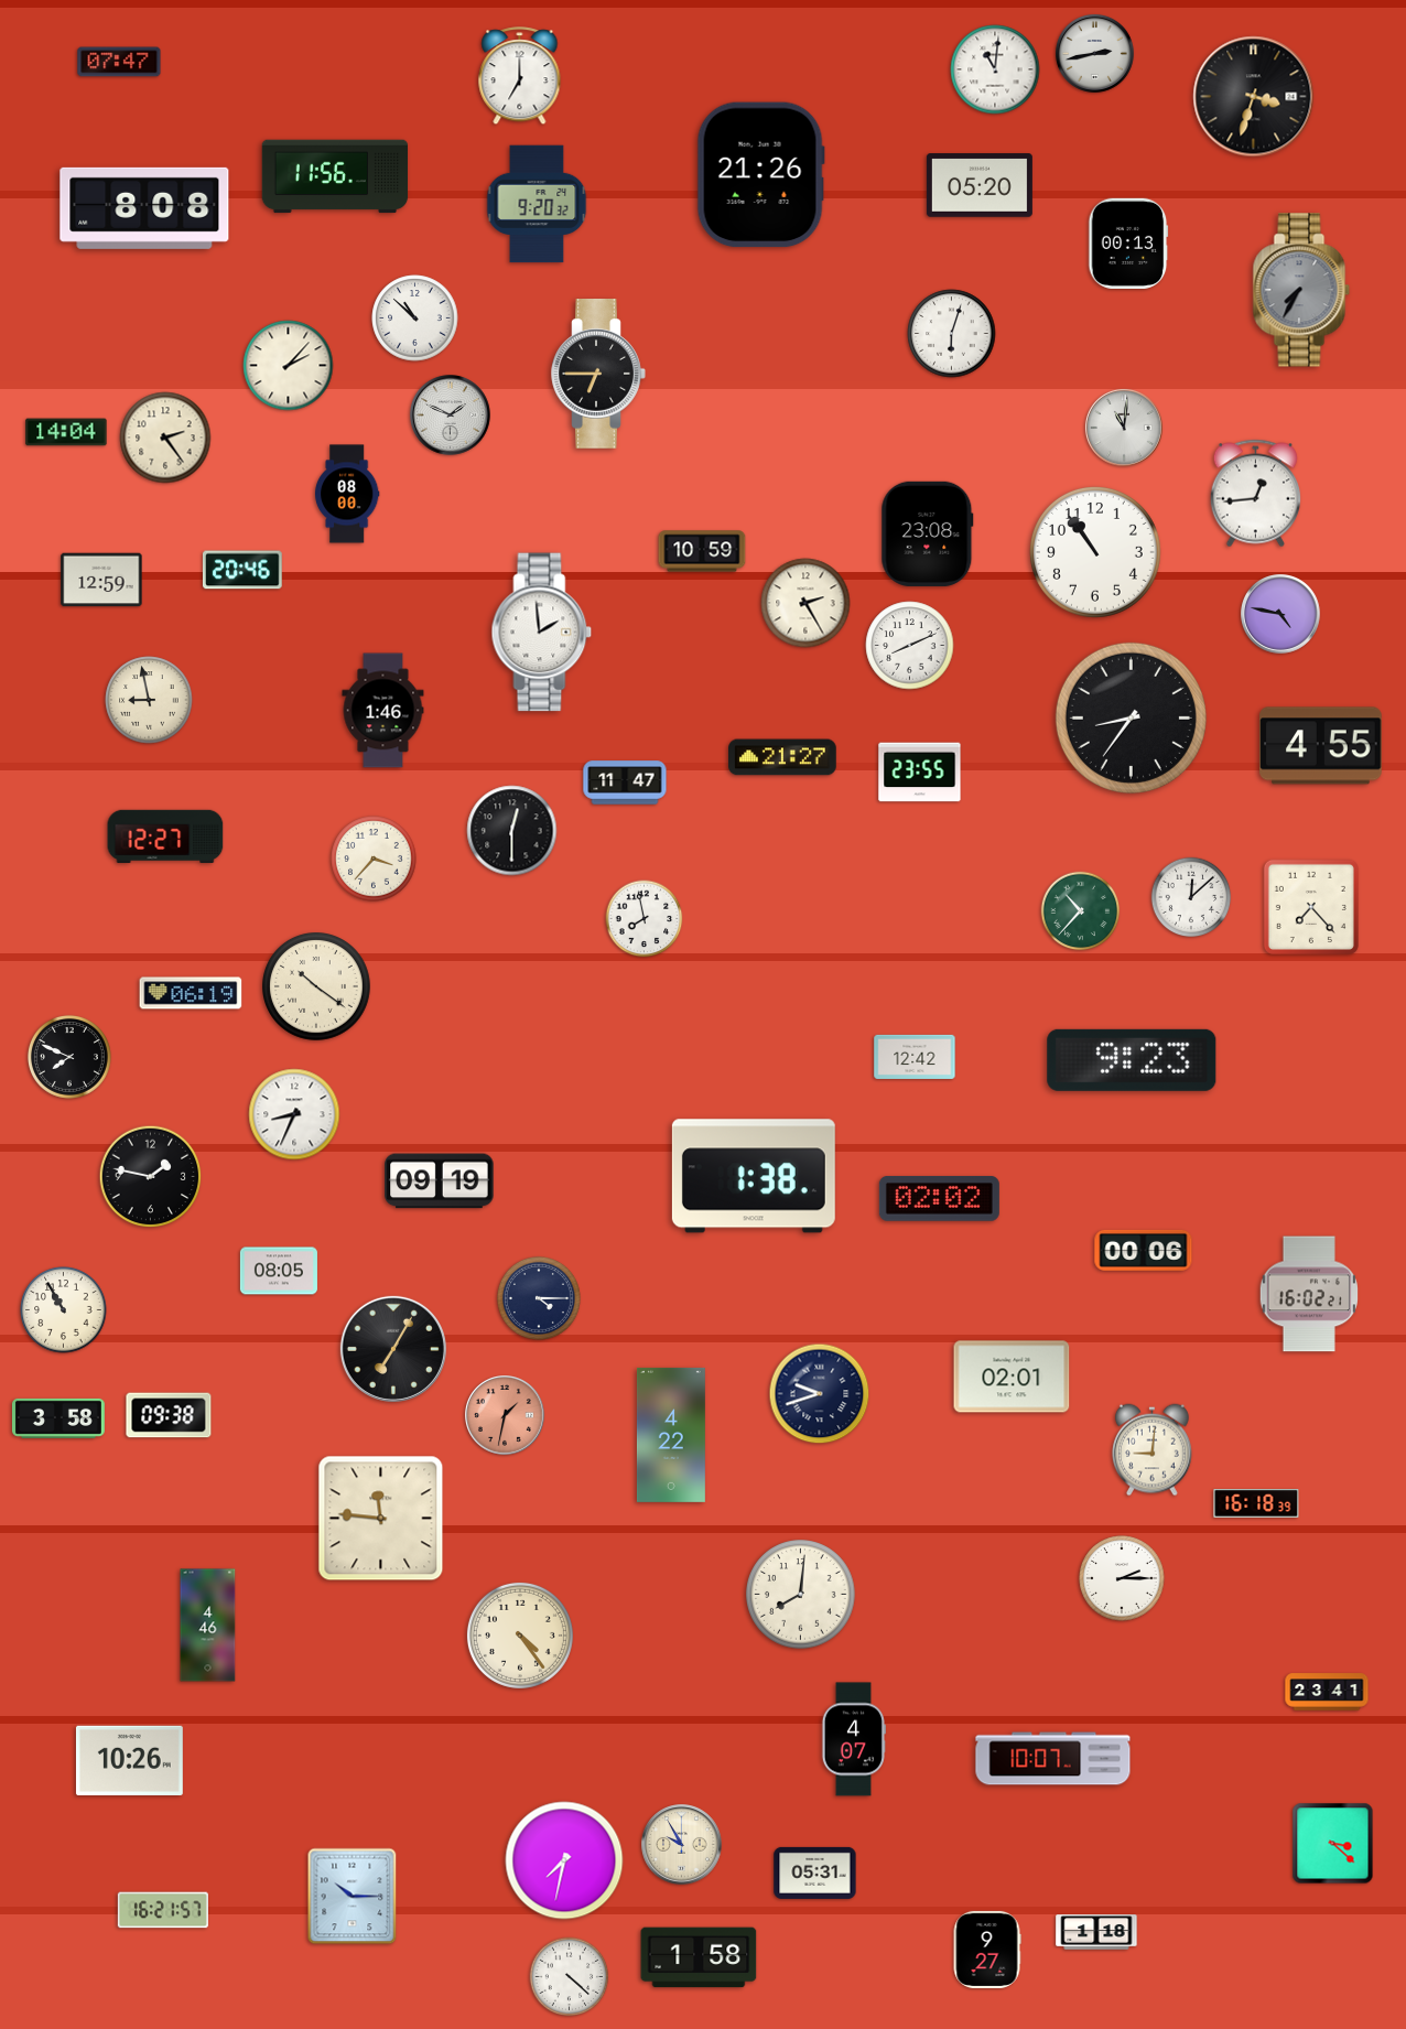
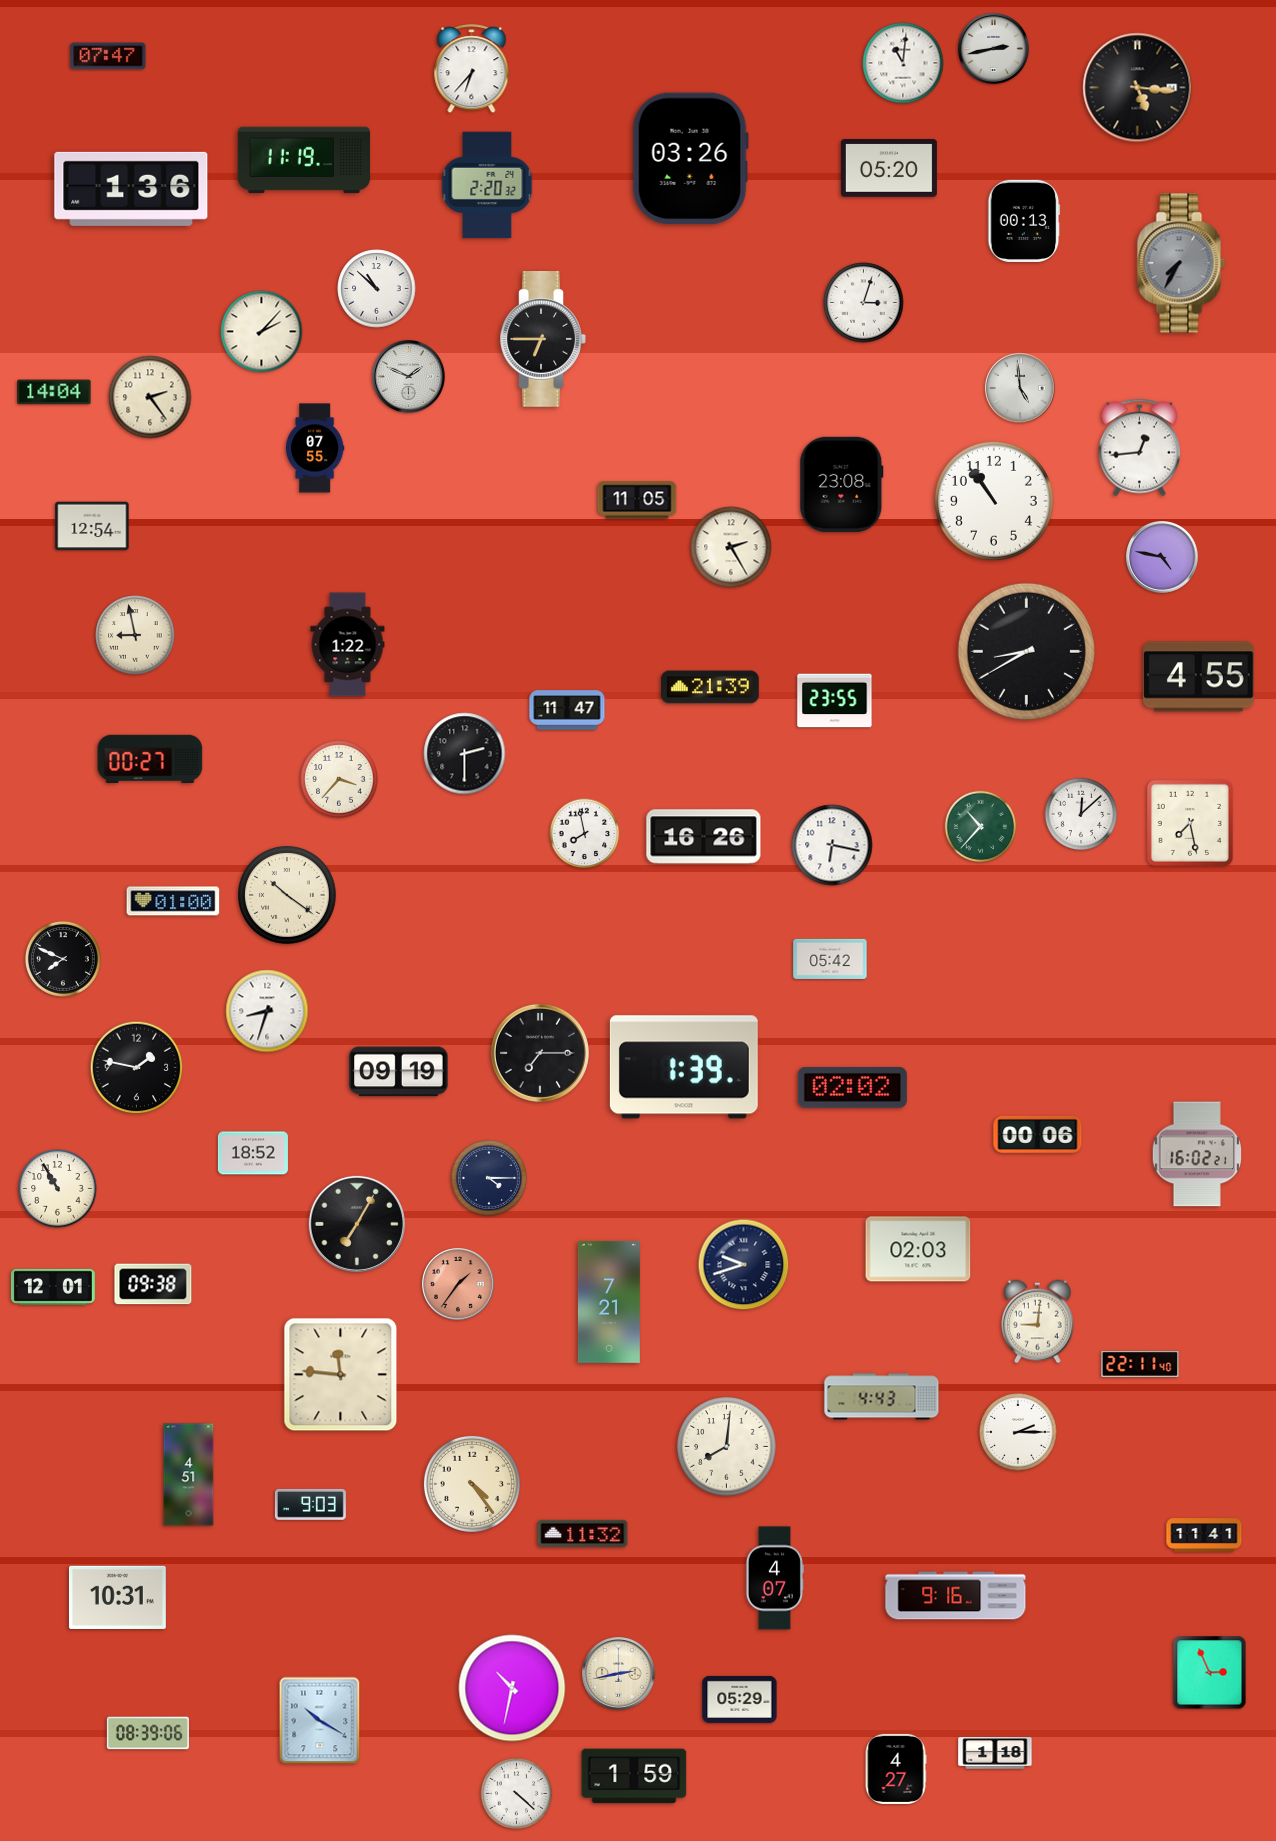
clock at (520, 76): 7:00 -> 6:37
clock at (1254, 97): 3:33 -> 5:16
clock at (760, 175): 21:26 -> 03:26
clock at (335, 176): 11:56 -> 11:19
clock at (537, 204): 9:20 -> 2:20
clock at (144, 208): 8:08 -> 1:36
clock at (952, 334): 6:03 -> 3:03
clock at (1124, 428): 11:01 -> 4:59
clock at (66, 432) position: (66, 432) -> (54, 392)
clock at (347, 494): 08:00 -> 07:55
clock at (702, 551): 10:59 -> 11:05
clock at (242, 570): 20:46 -> none
clock at (101, 580): 12:59 -> 12:54
clock at (542, 633): 1:59 -> none
clock at (910, 646): 8:11 -> none
clock at (383, 711): 1:46 -> 1:22
clock at (1131, 717): 8:36 -> 8:40
clock at (782, 757): 21:27 -> 21:39
clock at (512, 831): 12:30 -> 2:30
clock at (165, 837): 12:27 -> 00:27
clock at (1311, 907): 7:23 -> 7:28
clock at (704, 837): none -> 16:26
clock at (832, 845): none -> 6:17
clock at (191, 993): 06:19 -> 01:00
clock at (915, 1057): 12:42 -> 05:42
clock at (1132, 1060): 9:23 -> none
clock at (294, 1114): 8:34 -> 8:33
clock at (540, 1053): none -> 7:15
clock at (754, 1176): 1:38 -> 1:39
clock at (279, 1271): 08:05 -> 18:52
clock at (1308, 1294) position: (1308, 1294) -> (1196, 1154)
clock at (1012, 1377): 02:01 -> 02:03
clock at (506, 1416): 1:32 -> 1:36
clock at (58, 1418): 3:58 -> 12:01
clock at (671, 1435): 4:22 -> 7:21
clock at (1153, 1450) position: (1153, 1450) -> (1038, 1322)
clock at (1256, 1503): 16:18 -> 22:11
clock at (381, 1519) position: (381, 1519) -> (341, 1375)
clock at (882, 1397): none -> 4:43
clock at (208, 1626): 4:46 -> 4:51
clock at (310, 1504): none -> 9:03
clock at (583, 1533): none -> 11:32
clock at (1327, 1692): 23:41 -> 11:41
clock at (1053, 1759): 10:07 -> 9:16
clock at (129, 1760): 10:26 -> 10:31
clock at (1333, 1844): 3:22 -> 2:56
clock at (682, 1845): 9:55 -> 2:43
clock at (564, 1860): 7:32 -> 10:32
clock at (815, 1872): 05:31 -> 05:29
clock at (353, 1897): 10:15 -> 10:20
clock at (163, 1910): 16:21 -> 08:39
clock at (987, 1950): 9:27 -> 4:27
clock at (699, 1957): 1:58 -> 1:59
